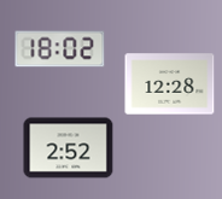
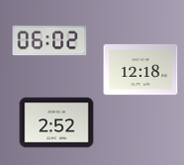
clock at (60, 49): 18:02 -> 06:02
clock at (170, 84): 12:28 -> 12:18
